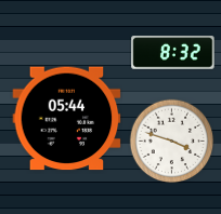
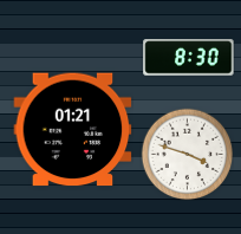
clock at (173, 53): 8:32 -> 8:30
clock at (67, 119): 05:44 -> 01:21
